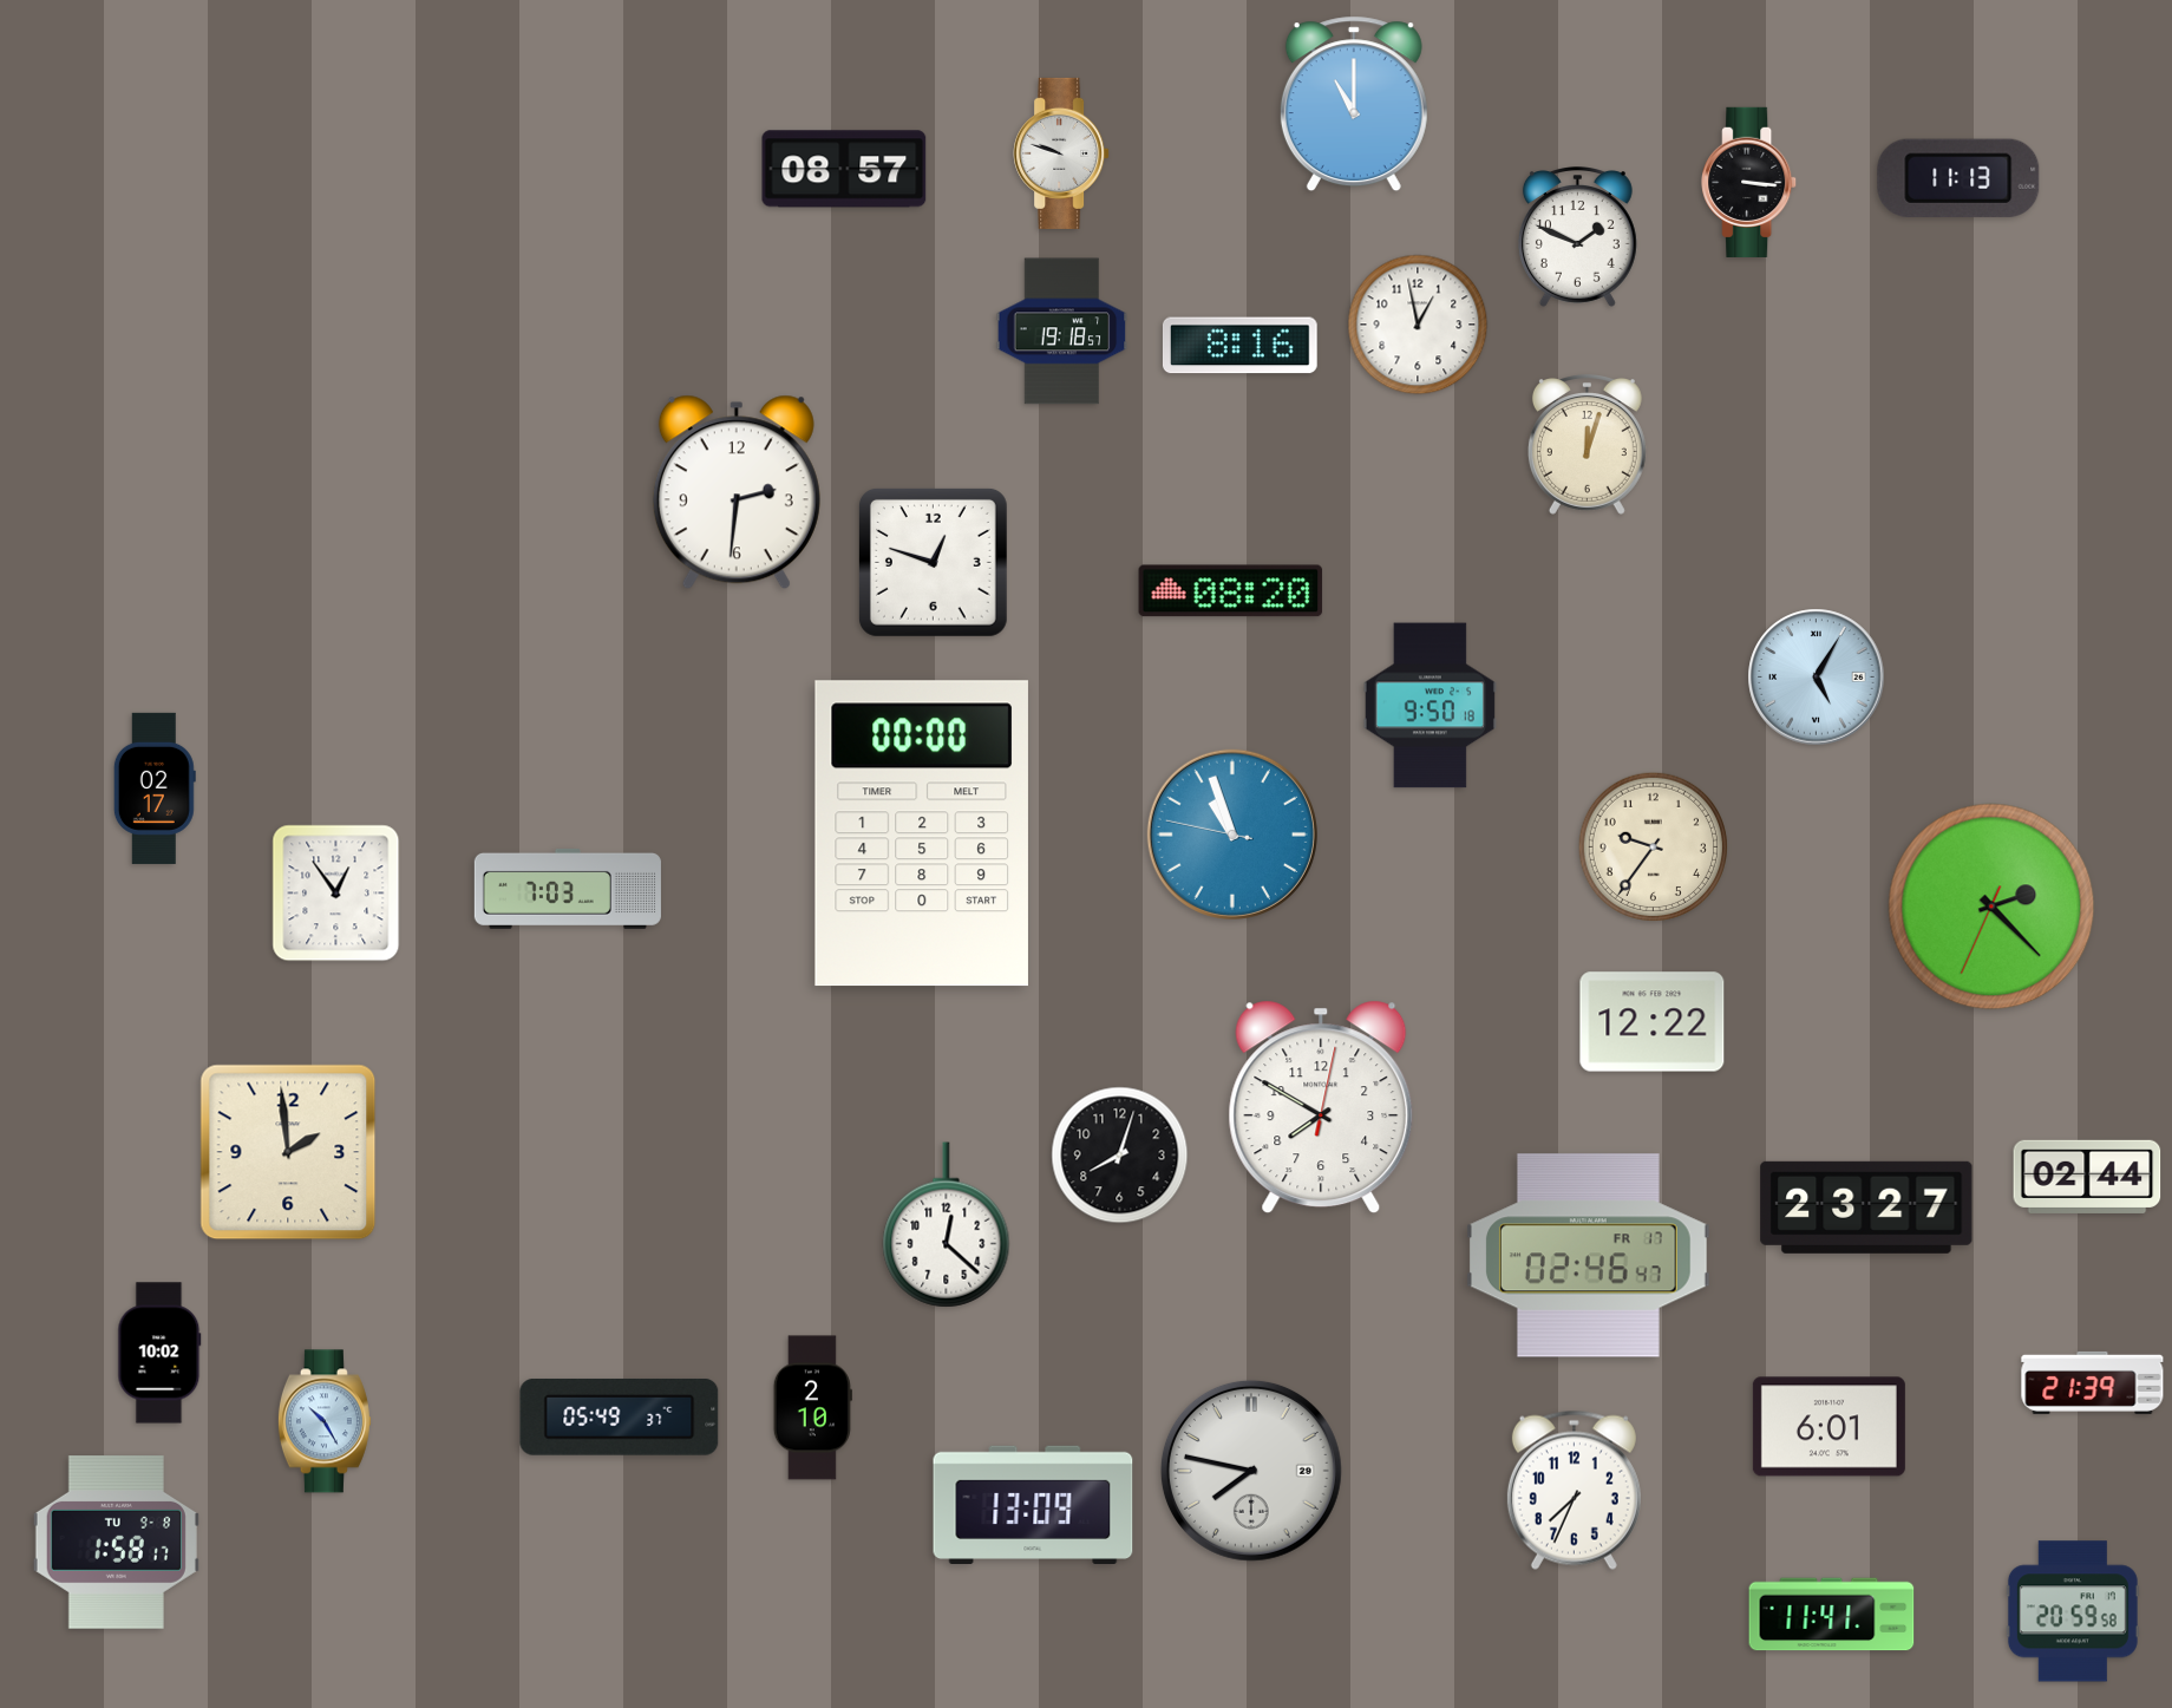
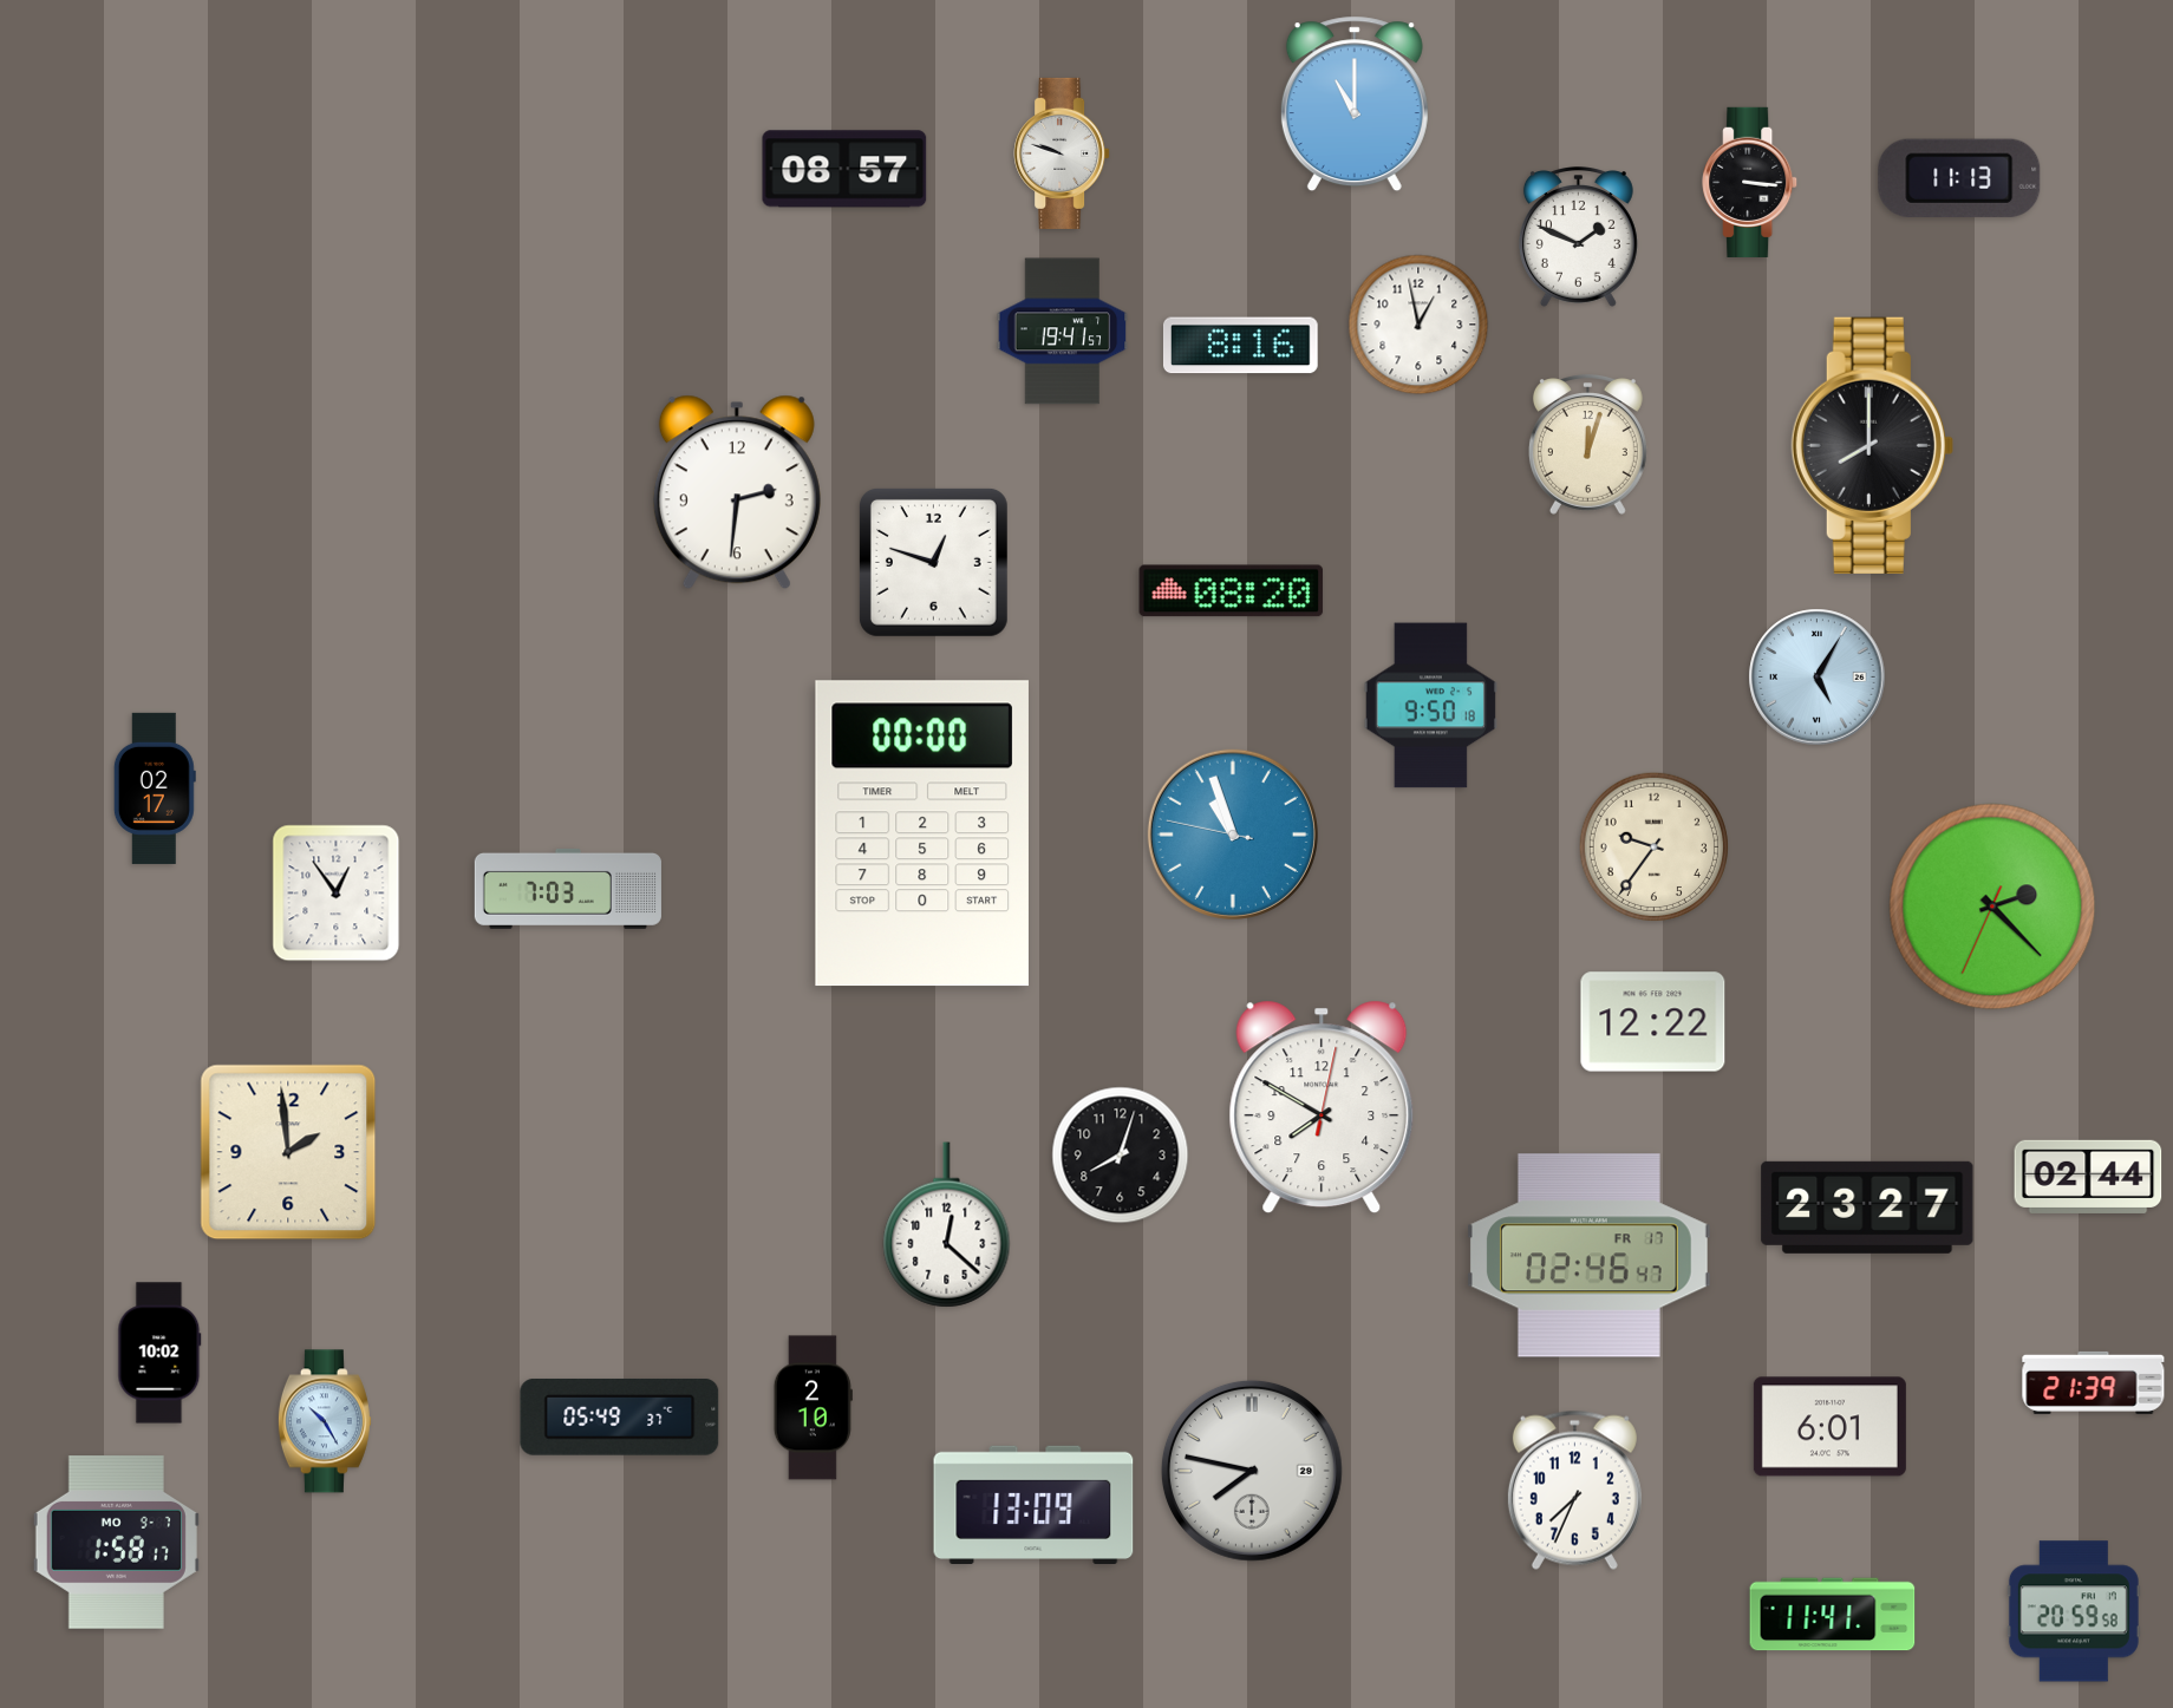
clock at (1062, 332): 19:18 -> 19:41
clock at (1872, 445): none -> 8:00
clock at (116, 1543) date: TU 9-8 -> MO 9-7
